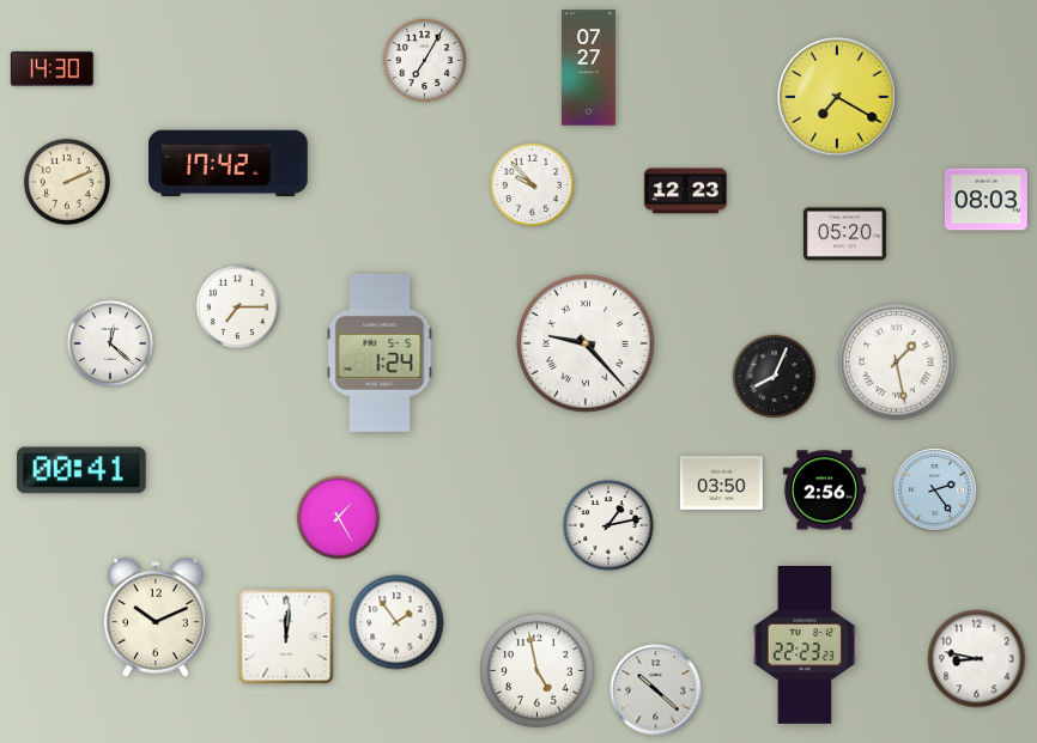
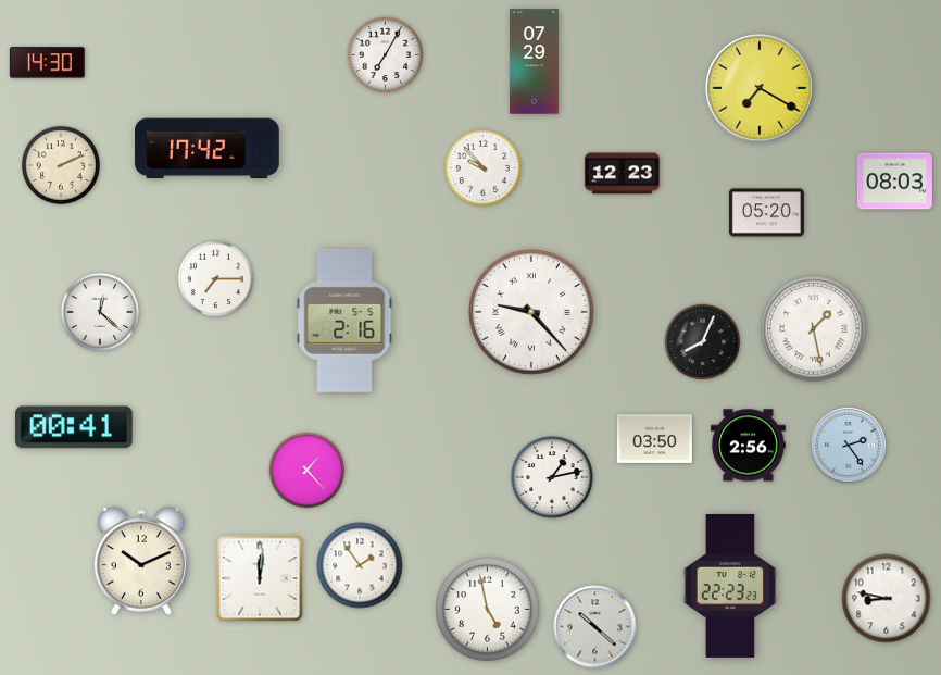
clock at (588, 68): 07:27 -> 07:29
clock at (380, 353): 1:24 -> 2:16
clock at (339, 518): 1:25 -> 1:23
